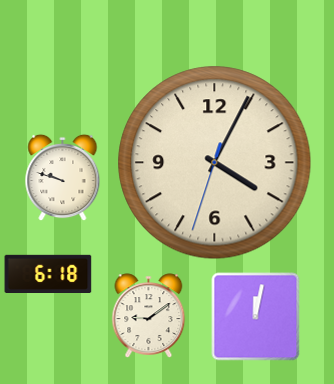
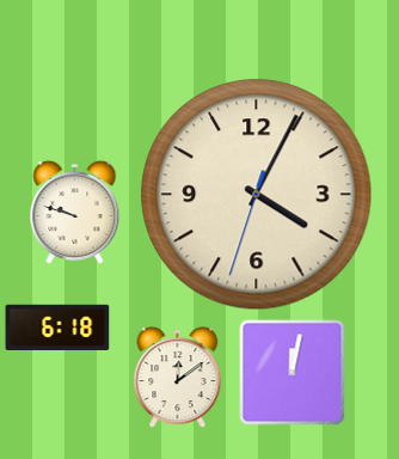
clock at (149, 316): 9:09 -> 12:09
clock at (256, 317) position: (256, 317) -> (293, 373)
